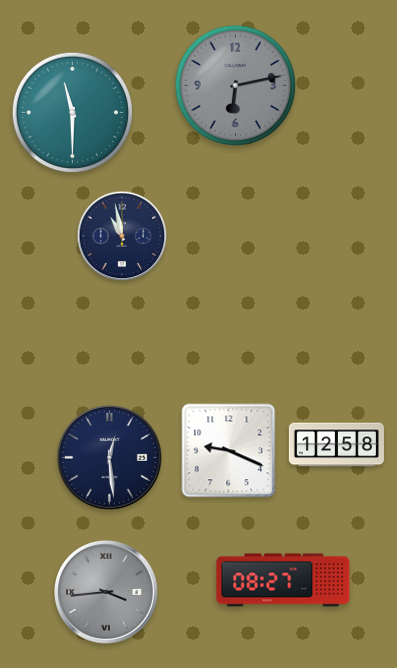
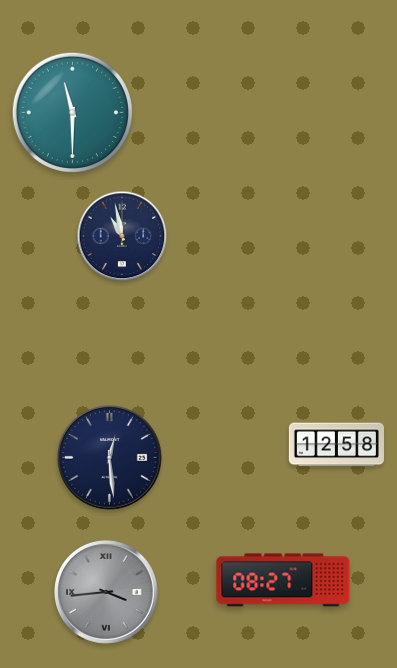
clock at (235, 85): 6:13 -> none
clock at (229, 451): 9:19 -> none
